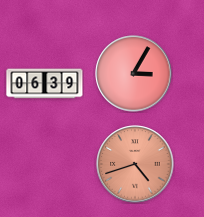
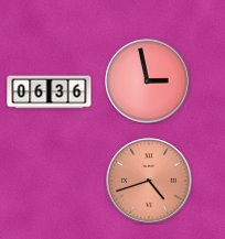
clock at (134, 74): 3:05 -> 2:58
clock at (45, 84): 06:39 -> 06:36
